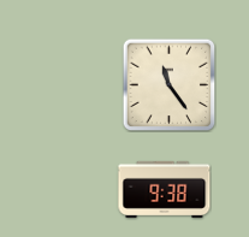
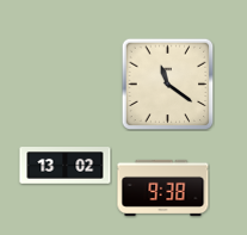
clock at (168, 84): 11:24 -> 11:21
clock at (66, 166): none -> 13:02
